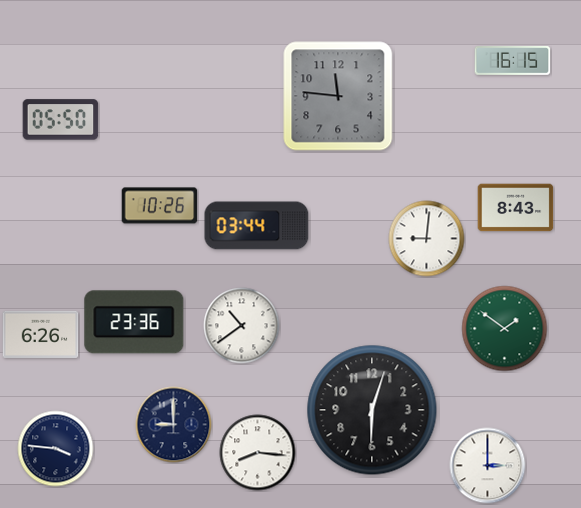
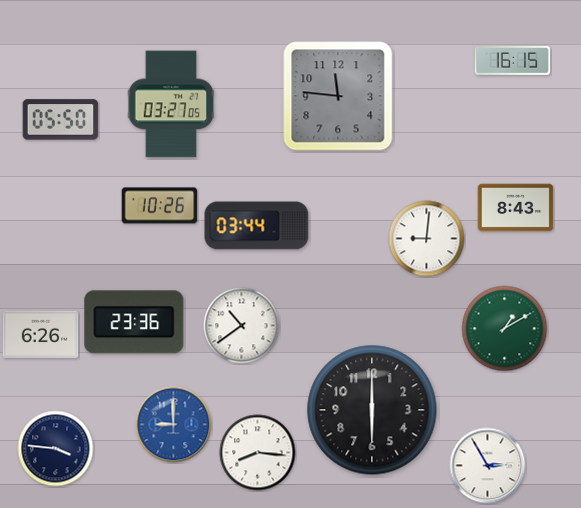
clock at (171, 104): none -> 03:27
clock at (505, 329): 1:51 -> 1:10
clock at (372, 410): 6:03 -> 6:00
clock at (174, 425) dial: navy -> blue
clock at (488, 466): 3:00 -> 2:55
